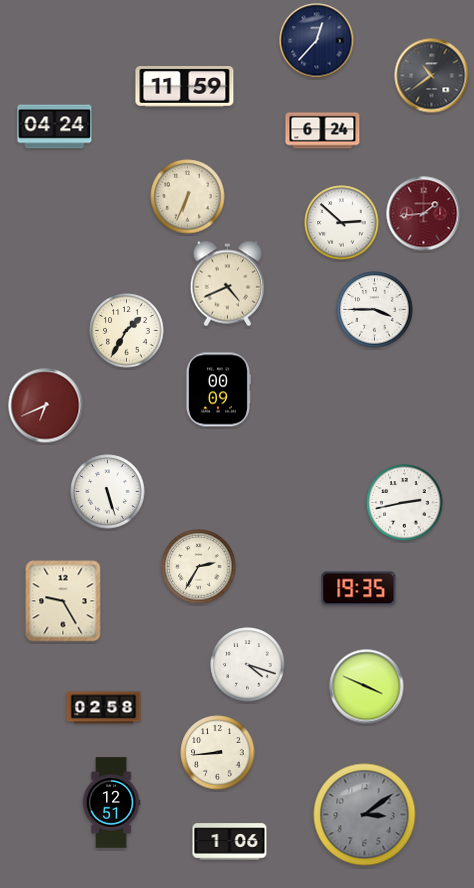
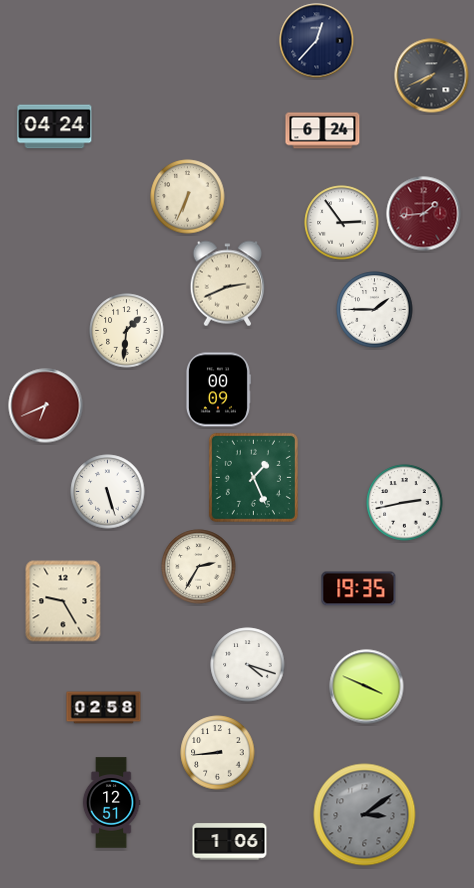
clock at (432, 76): 10:39 -> 7:41
clock at (185, 87): 11:59 -> none
clock at (342, 223): 2:52 -> 2:54
clock at (228, 284): 4:41 -> 2:41
clock at (375, 310): 3:45 -> 1:45
clock at (127, 331): 1:35 -> 1:31
clock at (253, 477): none -> 1:26
